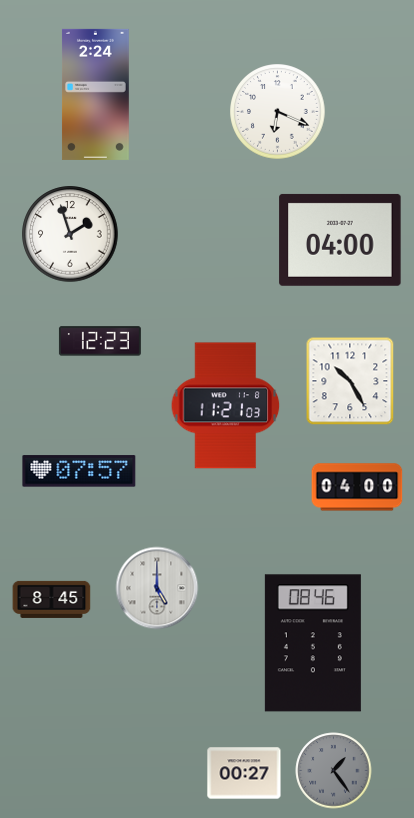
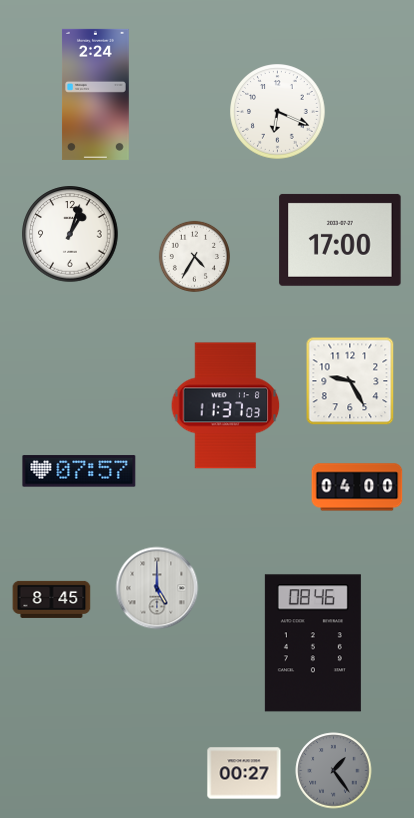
clock at (70, 234): 1:57 -> 1:03
clock at (340, 240): 04:00 -> 17:00
clock at (194, 256): none -> 4:35
clock at (100, 341): 12:23 -> none
clock at (350, 381): 10:25 -> 9:25
clock at (226, 406): 11:21 -> 11:37
